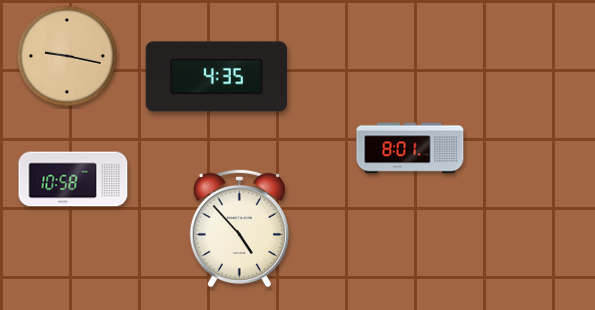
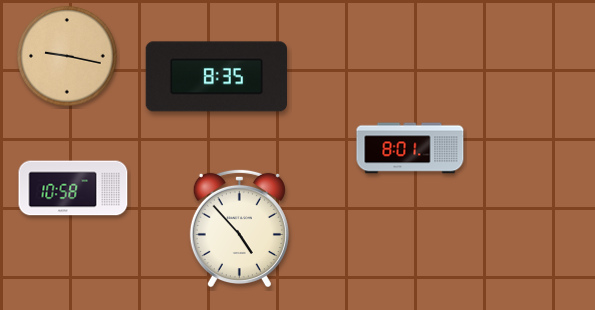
clock at (217, 77): 4:35 -> 8:35
clock at (73, 179) position: (73, 179) -> (73, 188)
